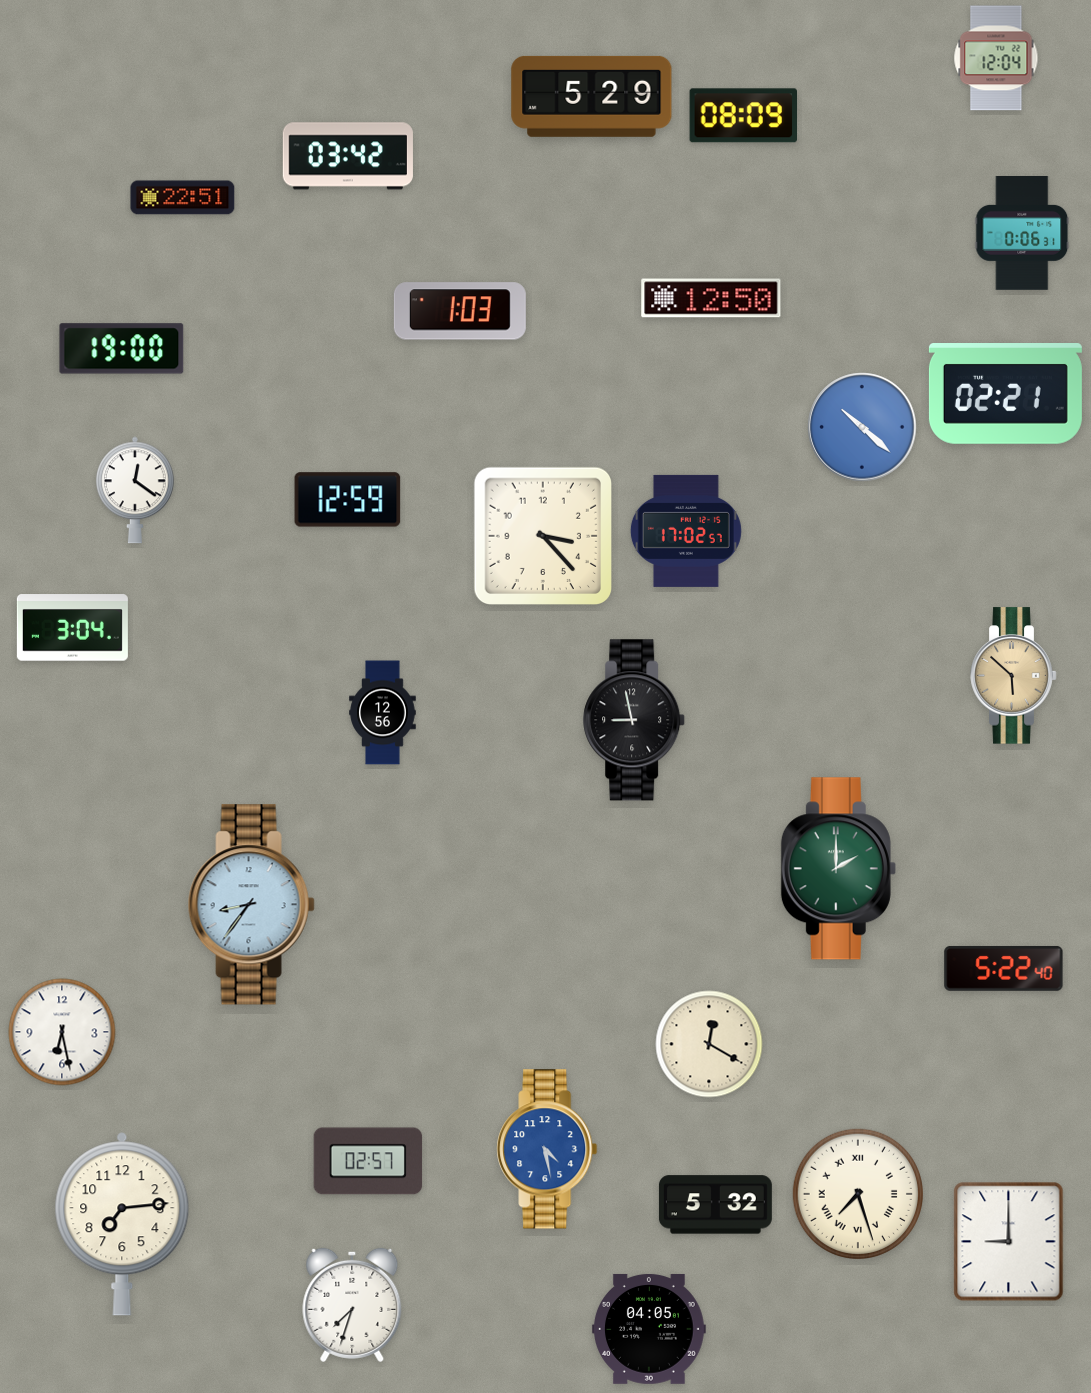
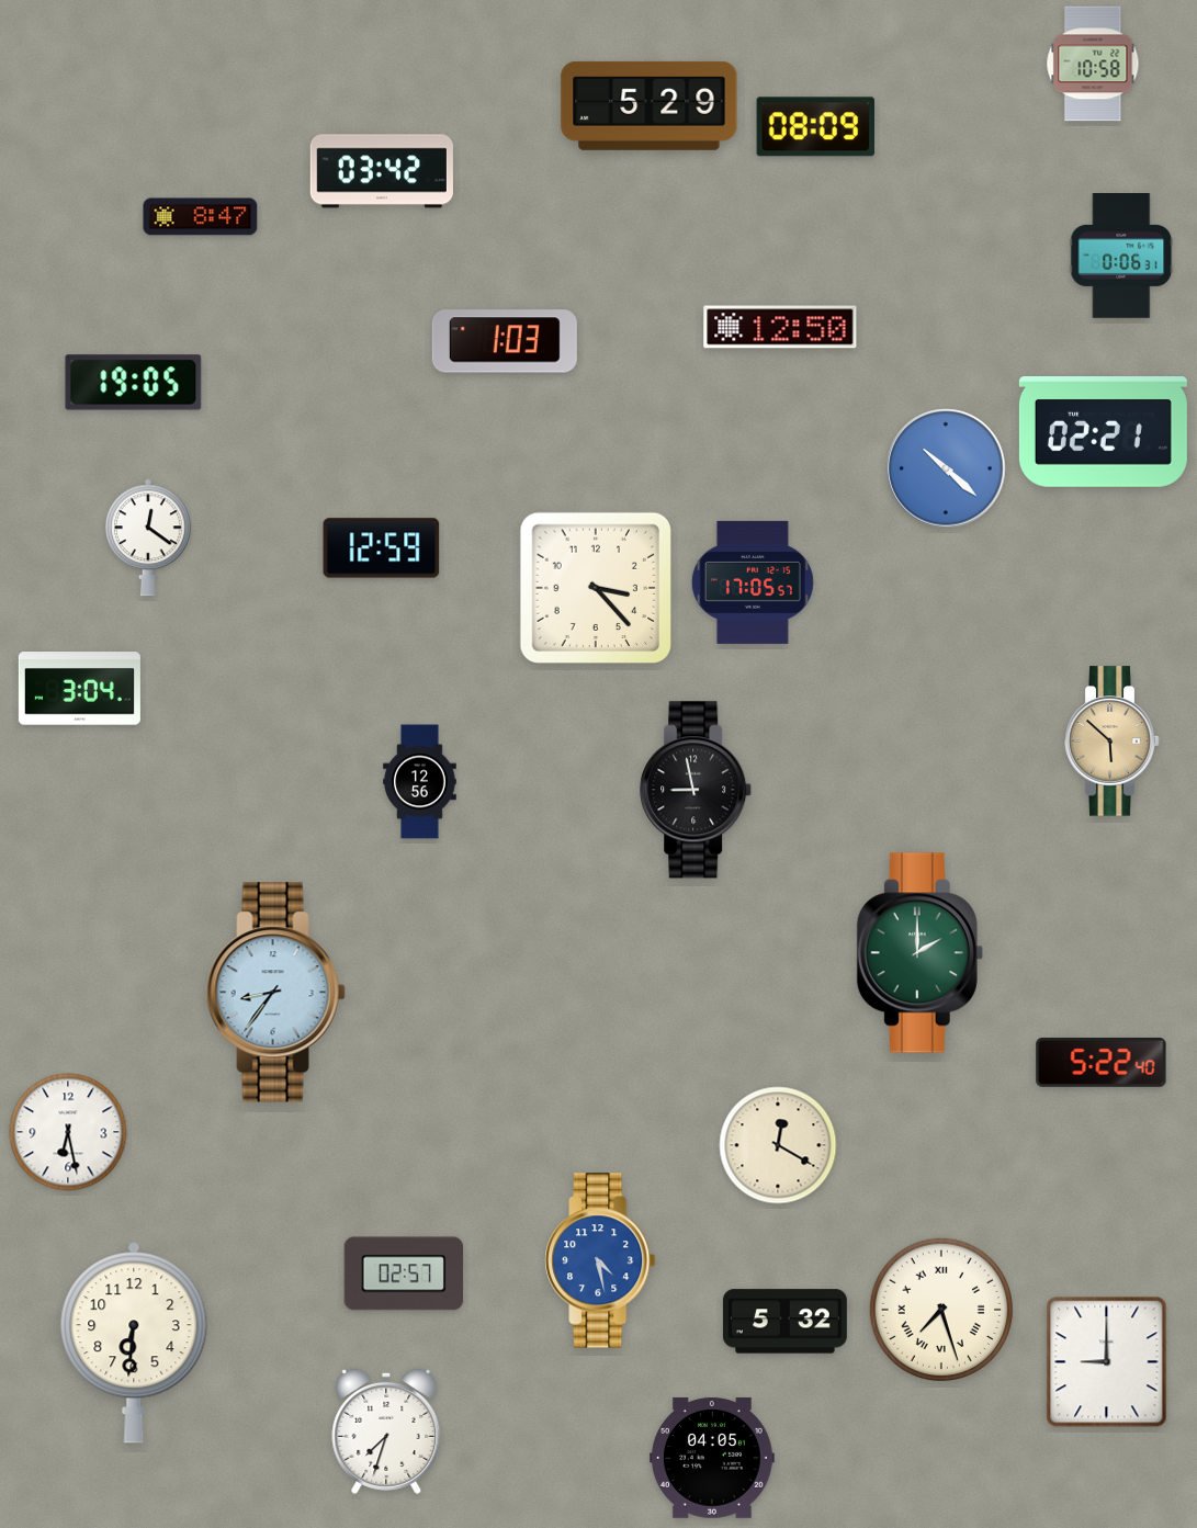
clock at (996, 58): 12:04 -> 10:58
clock at (183, 198): 22:51 -> 8:47
clock at (122, 349): 19:00 -> 19:05
clock at (686, 531): 17:02 -> 17:05
clock at (122, 1224): 7:14 -> 6:31
